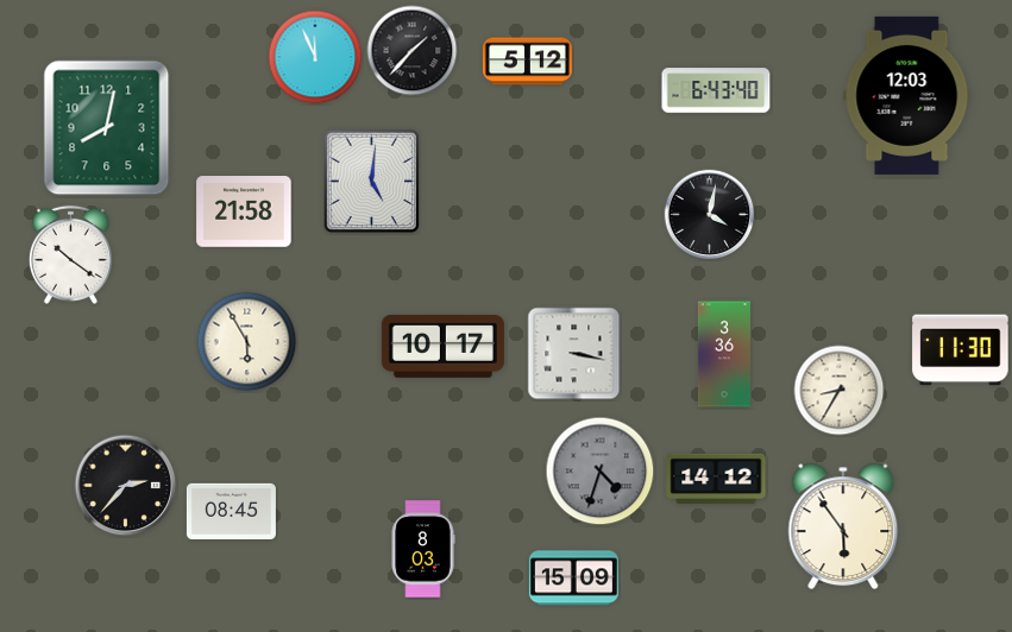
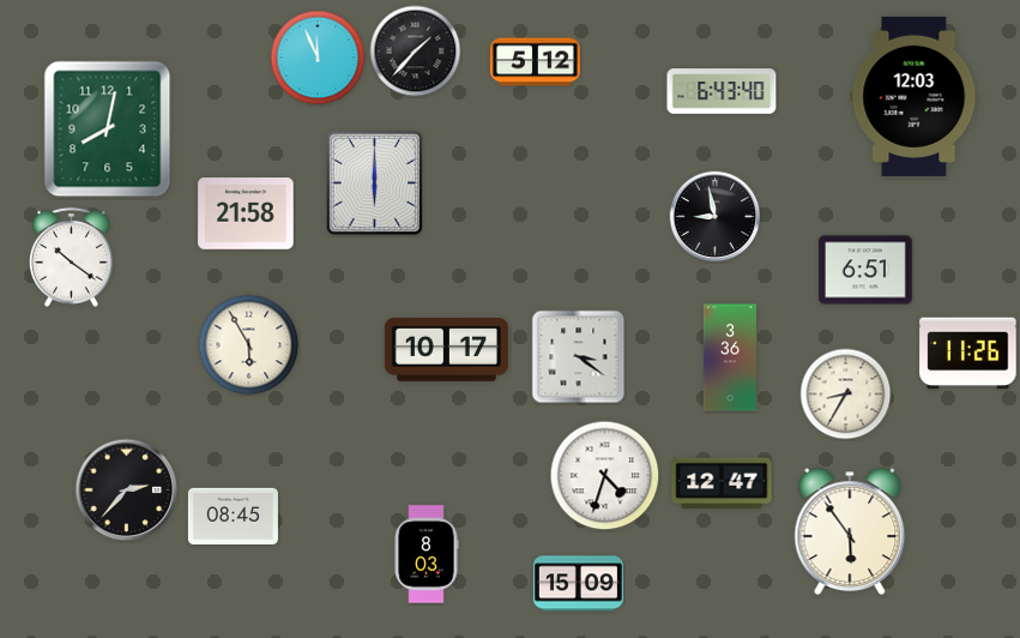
clock at (527, 62) position: (527, 62) -> (535, 62)
clock at (371, 181): 5:01 -> 6:00
clock at (710, 215): 4:02 -> 8:58
clock at (865, 270): none -> 6:51
clock at (961, 350): 11:30 -> 11:26
clock at (574, 354): 3:17 -> 3:21
clock at (601, 472) dial: grey -> white
clock at (716, 479): 14:12 -> 12:47
